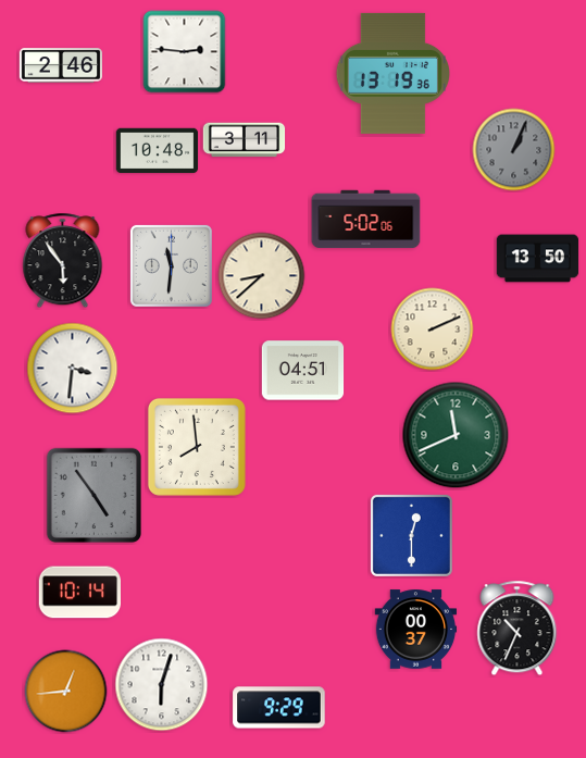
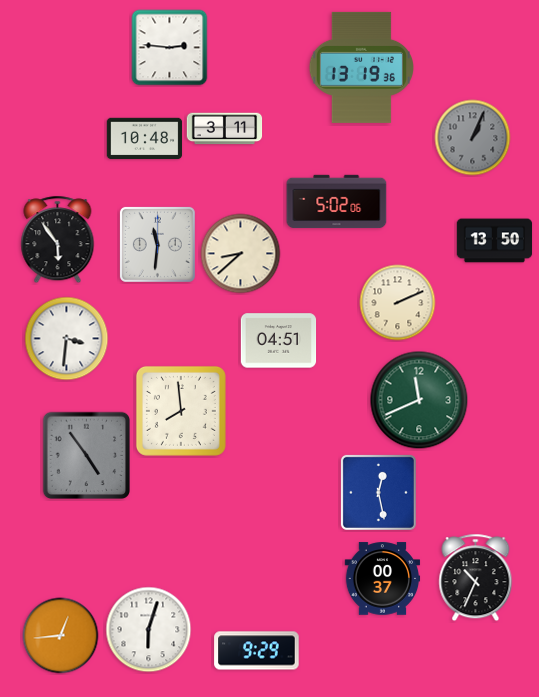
clock at (60, 65): 2:46 -> none
clock at (538, 259) position: (538, 259) -> (495, 241)
clock at (411, 535): 12:30 -> 12:28
clock at (80, 593): 10:14 -> none
